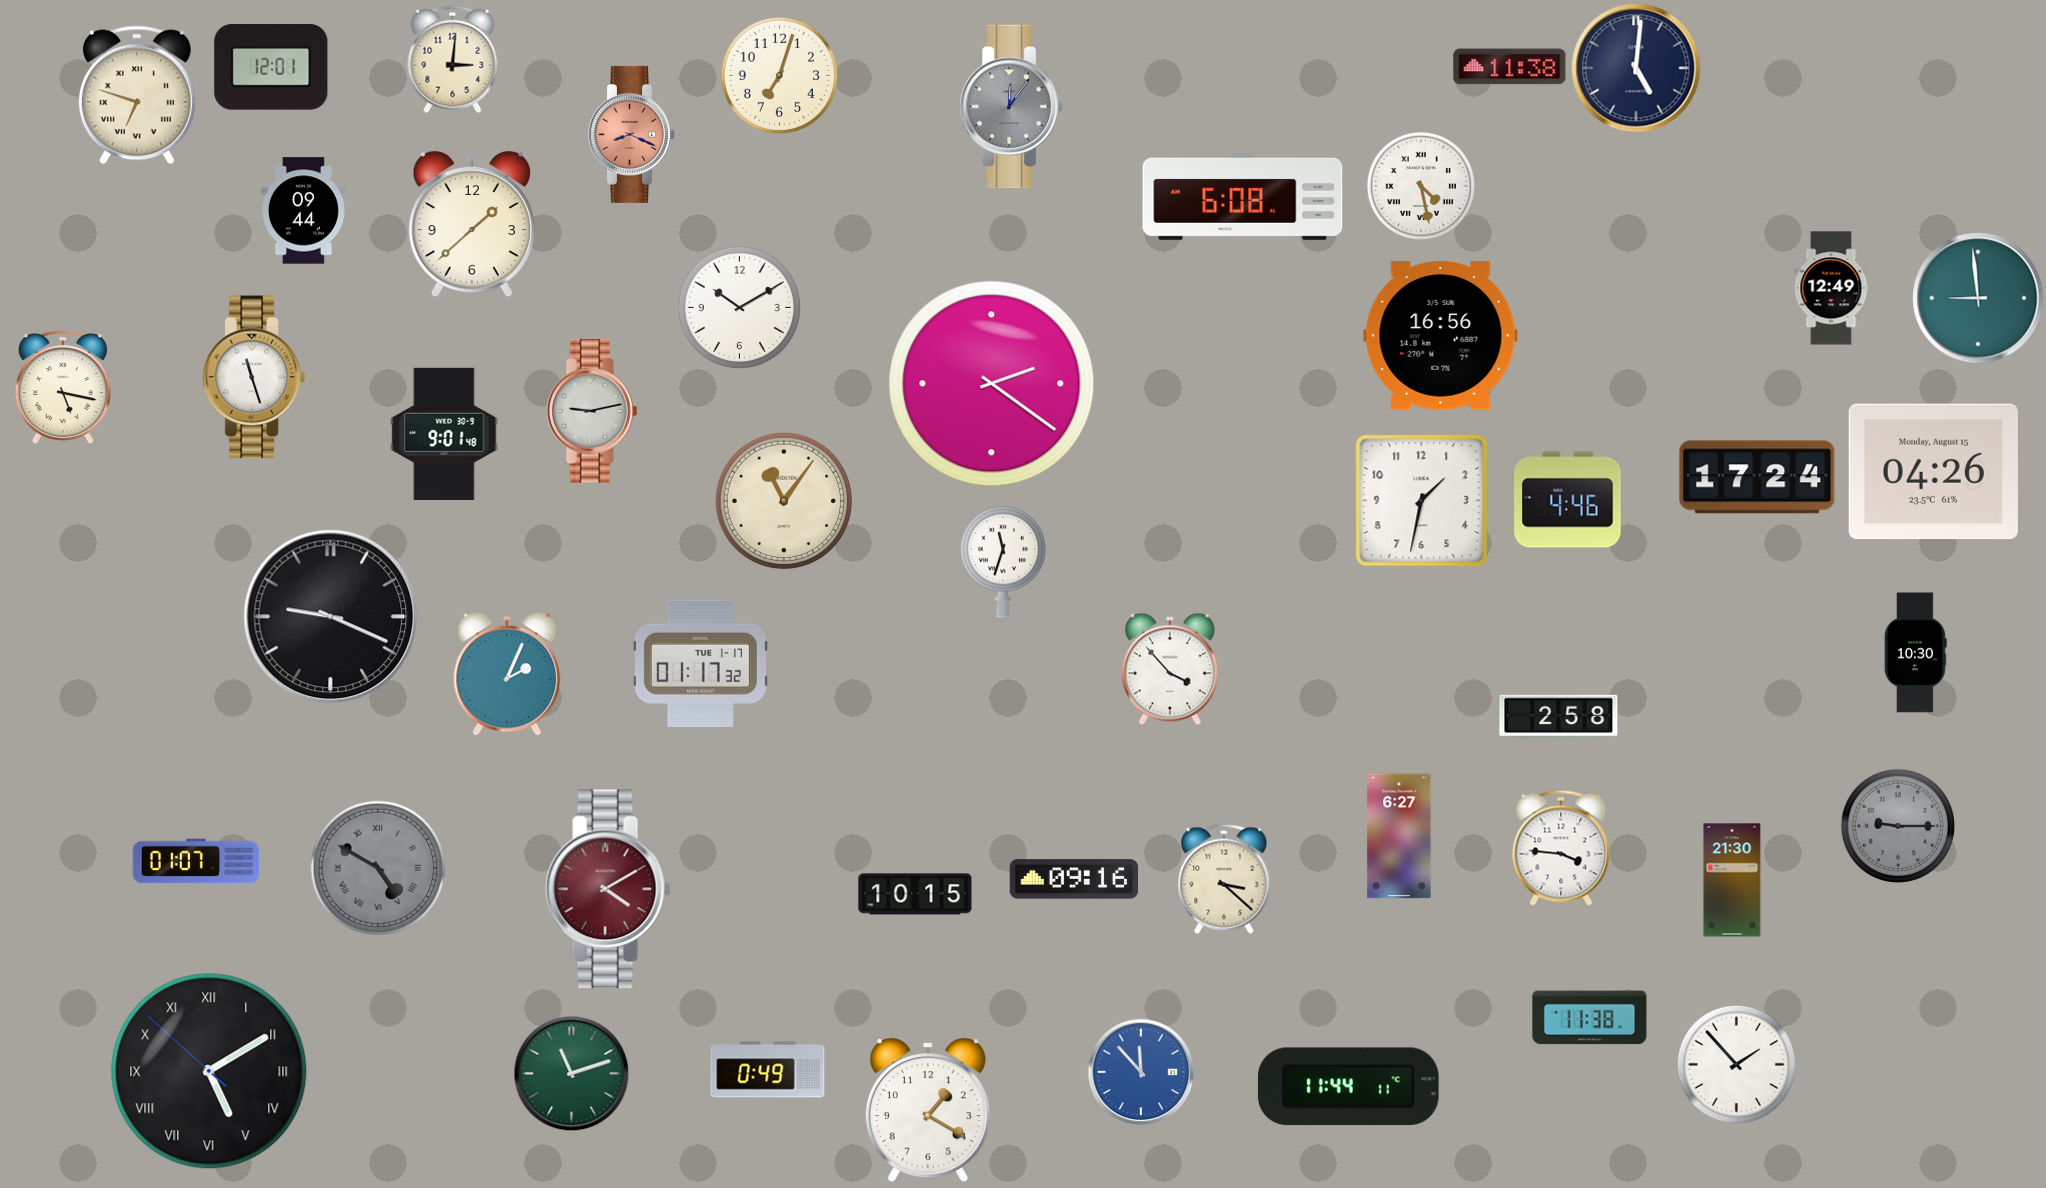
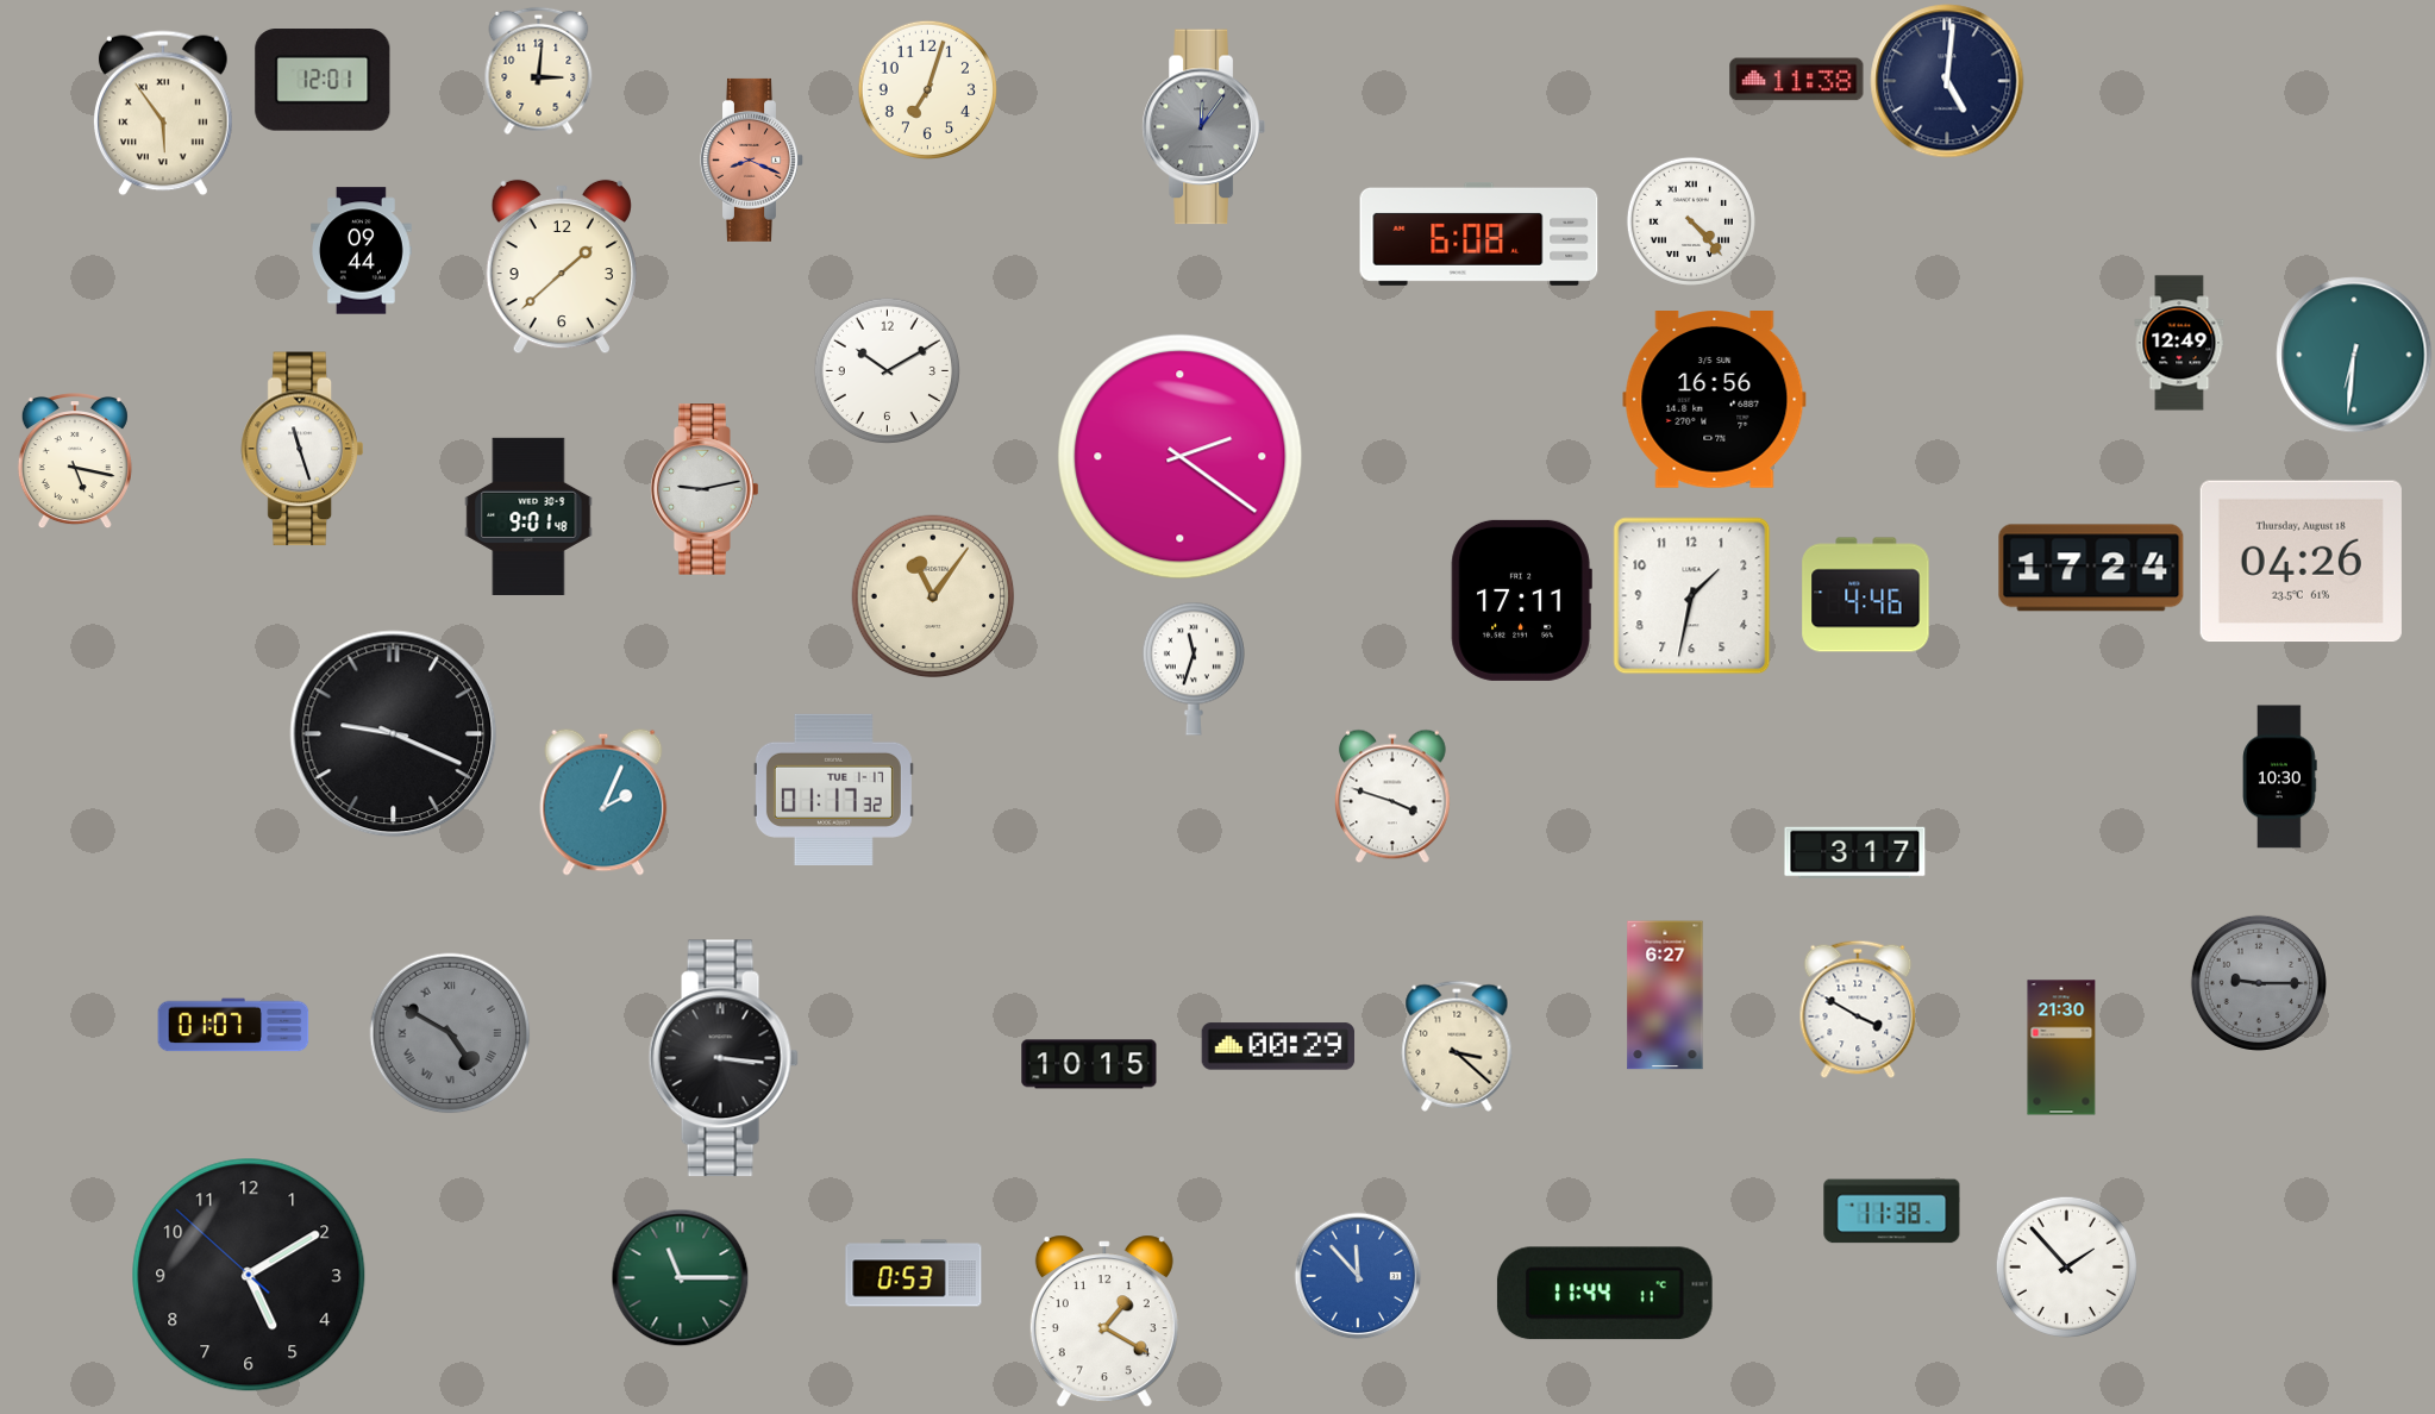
clock at (137, 95): 6:48 -> 5:54
clock at (1421, 186): 4:28 -> 4:23
clock at (1978, 298): 8:59 -> 6:31
clock at (739, 307) position: (739, 307) -> (887, 370)
clock at (1933, 472) date: Monday, August 15 -> Thursday, August 18
clock at (1521, 600): none -> 17:11
clock at (1170, 669): 3:53 -> 3:48
clock at (1559, 717): 2:58 -> 3:17
clock at (1561, 848): 3:46 -> 3:50
clock at (1074, 879): 09:16 -> 00:29
clock at (608, 889): 4:10 -> 3:16
clock at (608, 889) dial: burgundy -> black
clock at (768, 1070): 0:49 -> 0:53
clock at (209, 1071) numerals: Roman -> Arabic
clock at (572, 1074): 11:12 -> 11:15
